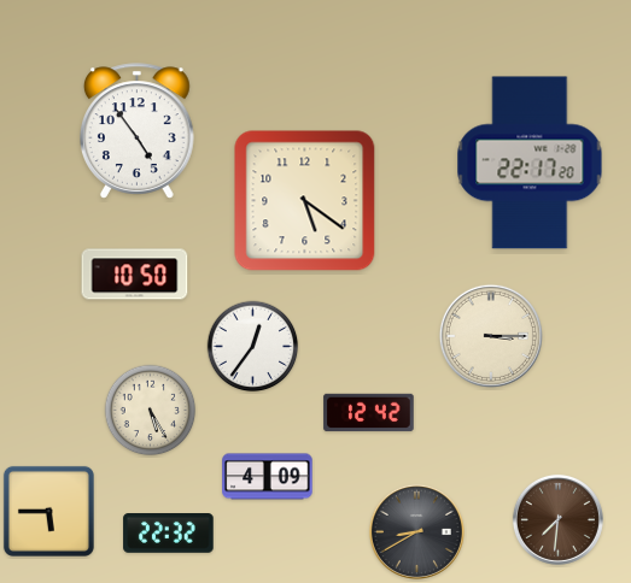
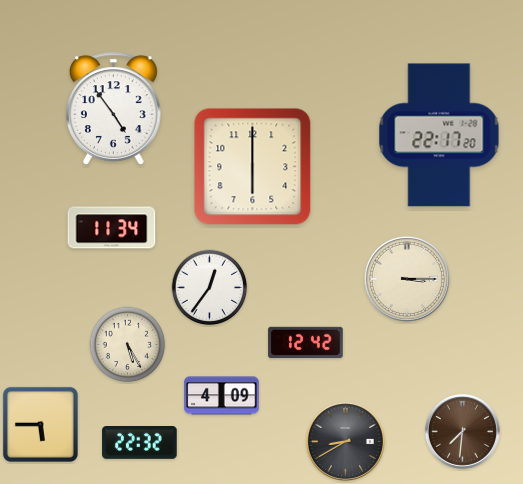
clock at (305, 201): 5:21 -> 6:00
clock at (135, 275): 10:50 -> 11:34
clock at (151, 411) position: (151, 411) -> (128, 345)
